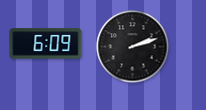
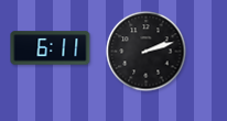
clock at (46, 44): 6:09 -> 6:11
